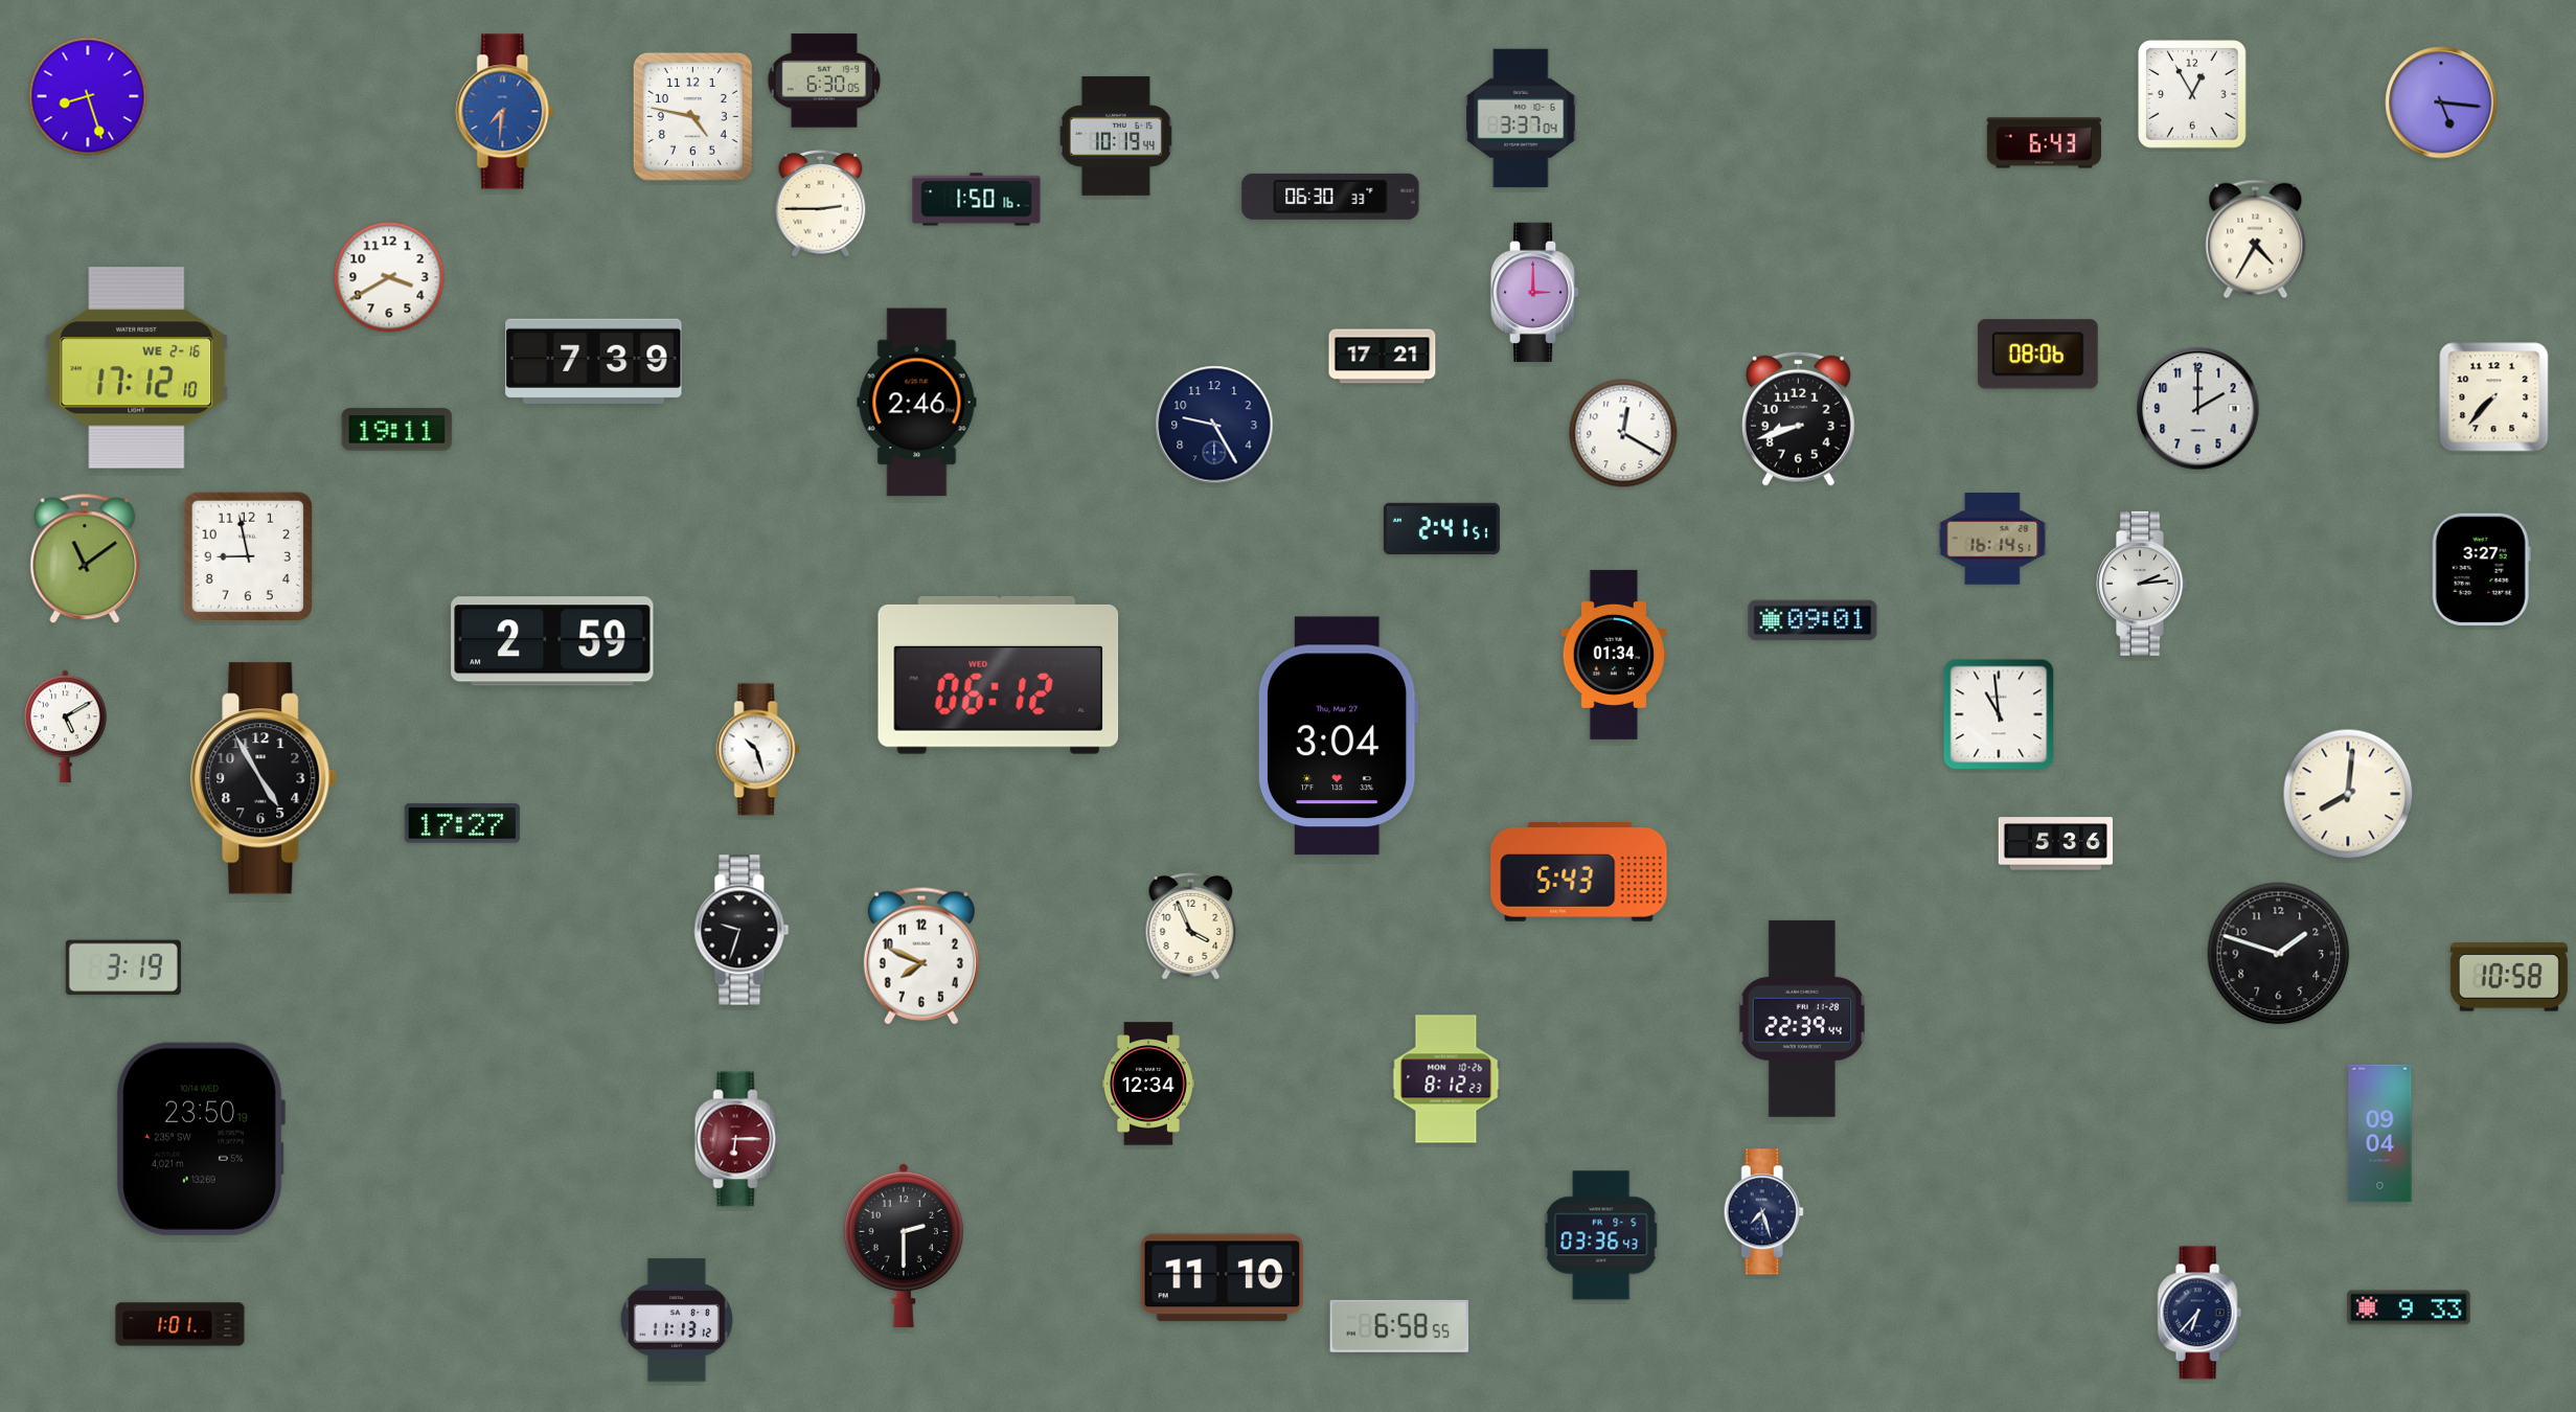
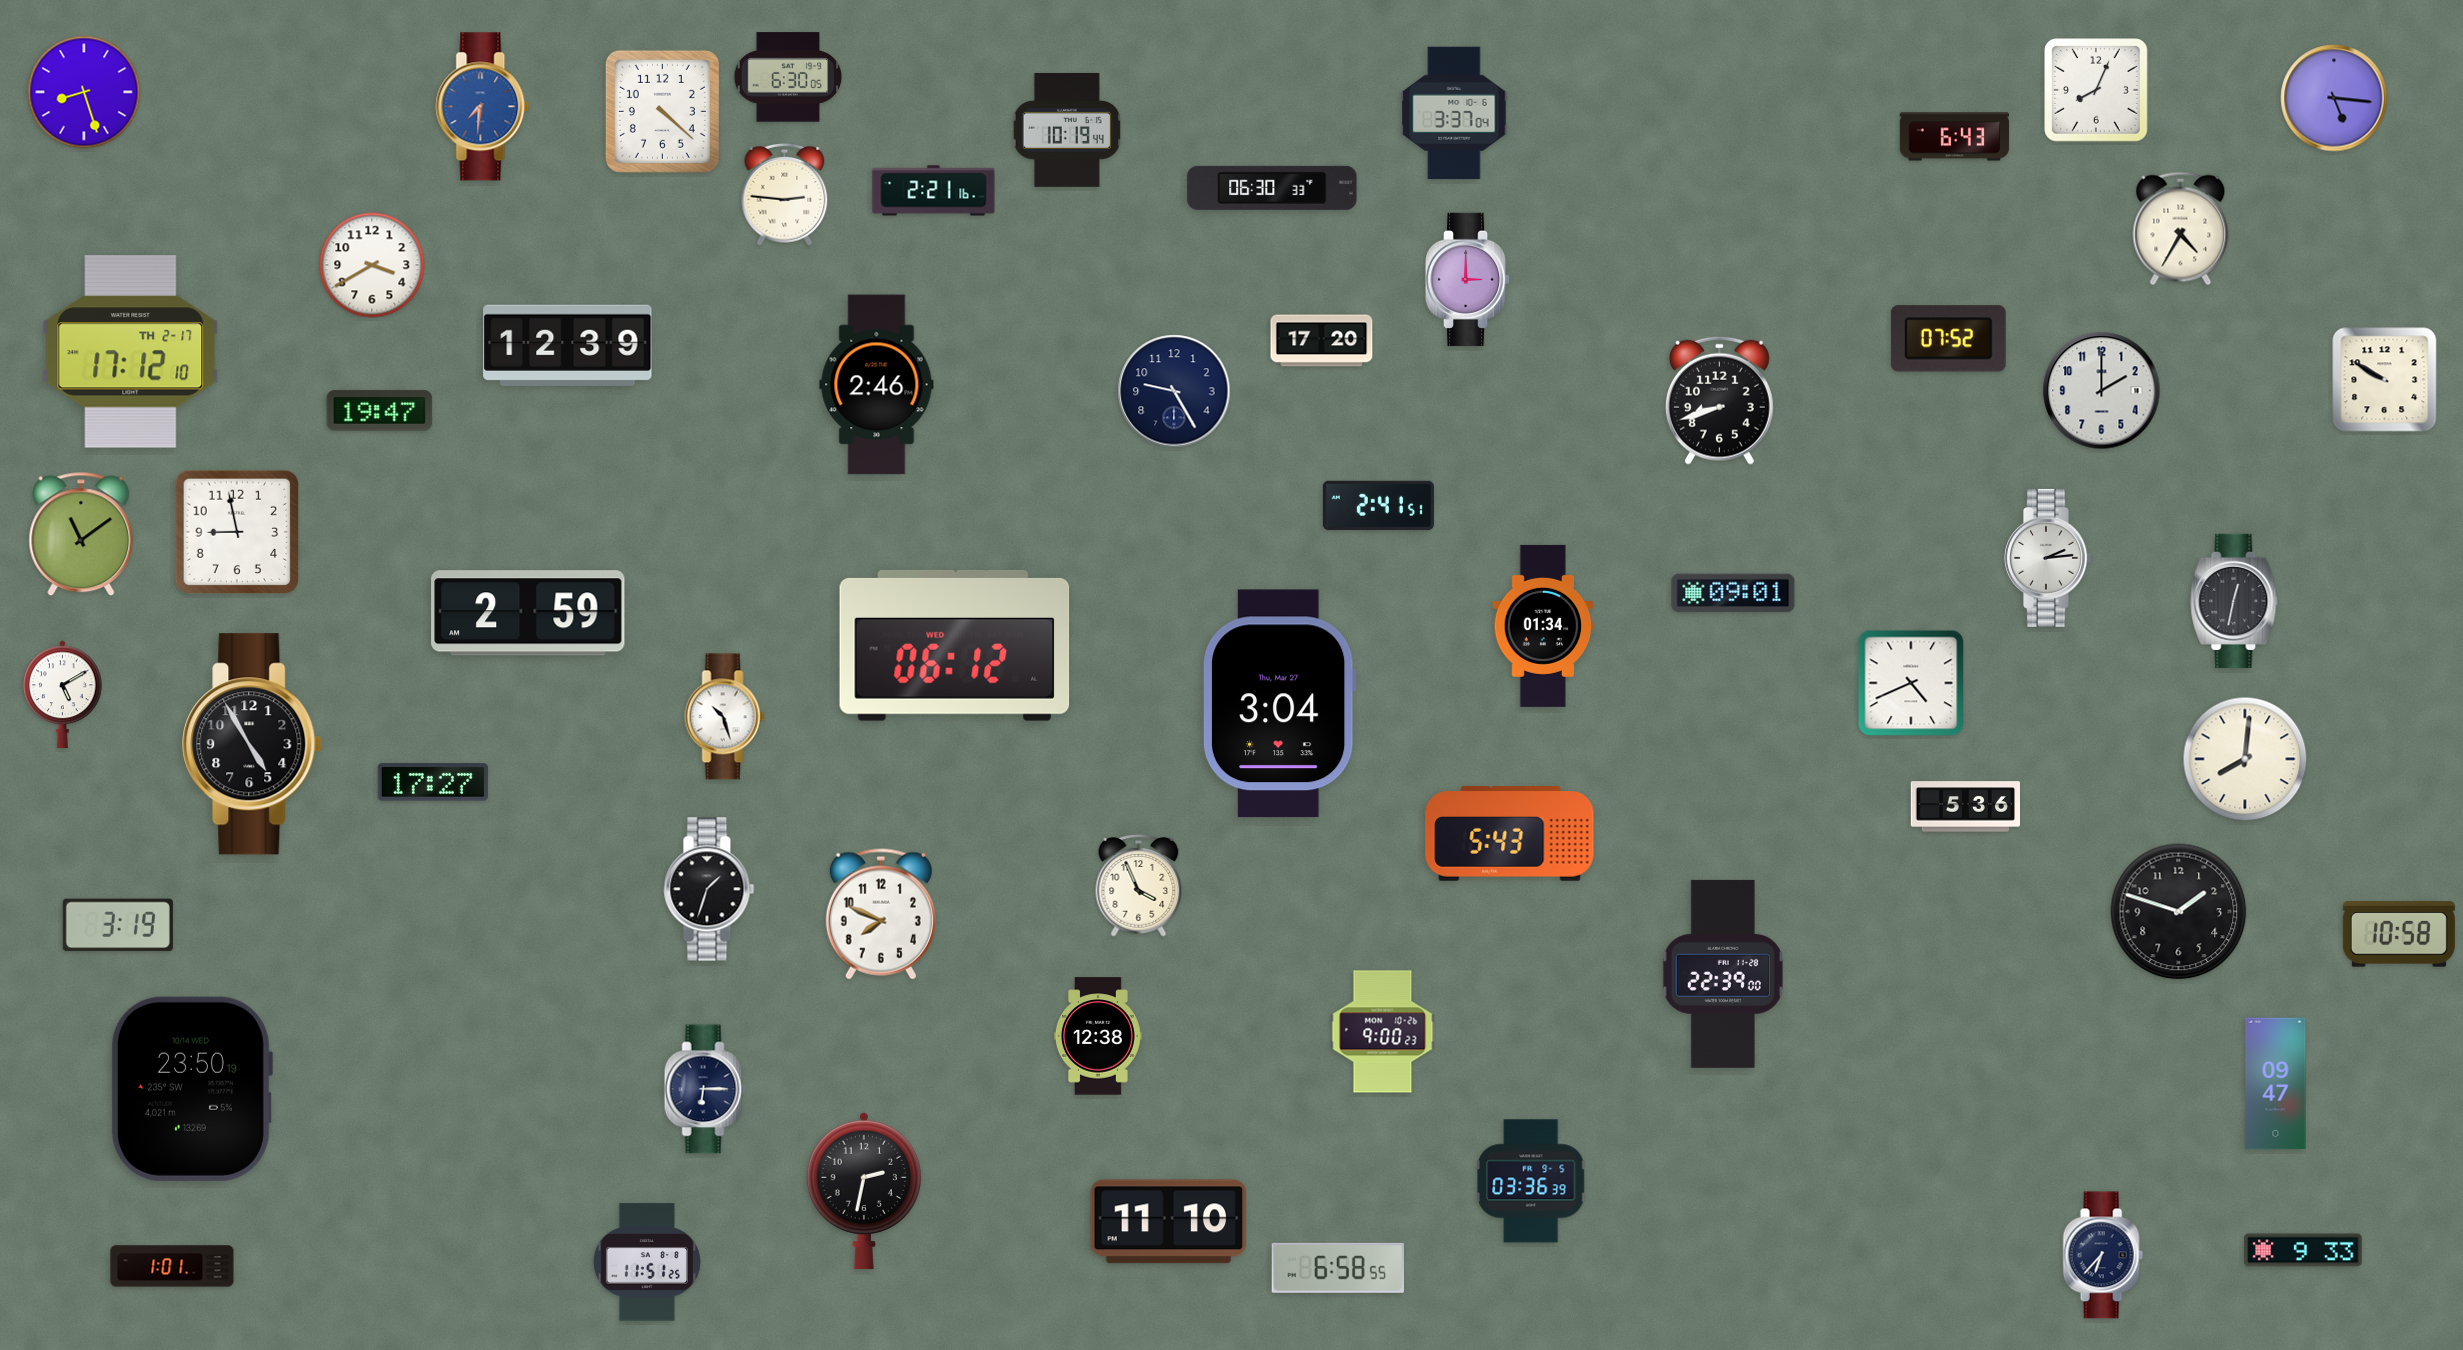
clock at (2192, 94): 12:55 -> 8:04
clock at (692, 116): 4:47 -> 4:22
clock at (977, 200): 1:50 -> 2:21
clock at (821, 203): 2:45 -> 2:46
clock at (2256, 240) position: (2256, 240) -> (2181, 229)
clock at (2037, 355): 08:06 -> 07:52
clock at (1383, 357): 17:21 -> 17:20
clock at (594, 361): 7:39 -> 12:39
clock at (137, 368) date: WE 2-16 -> TH 2-17
clock at (2494, 397): 7:37 -> 9:50
clock at (1214, 425) position: (1214, 425) -> (1174, 391)
clock at (397, 430): 19:11 -> 19:47
clock at (1623, 433): 12:20 -> none
clock at (1992, 539): 16:14 -> none
clock at (2481, 570): 3:27 -> none
clock at (2234, 601): none -> 12:32
clock at (1999, 714): 10:59 -> 4:41
clock at (462, 823) position: (462, 823) -> (433, 782)
clock at (742, 930): 9:33 -> 1:33
clock at (1802, 1019): 22:39:44 -> 22:39:00
clock at (1446, 1079): 8:12 -> 9:00
clock at (1148, 1084): 12:34 -> 12:38
clock at (2380, 1134): 09:04 -> 09:47
clock at (737, 1139) dial: burgundy -> navy
clock at (1763, 1212): 7:27 -> none
clock at (1602, 1235): 03:36:43 -> 03:36:39
clock at (904, 1246): 2:30 -> 2:32
clock at (677, 1320): 11:13 -> 11:51
